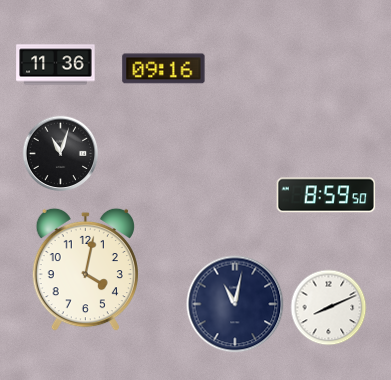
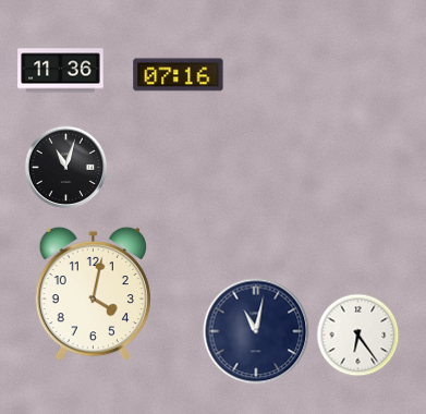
clock at (164, 69): 09:16 -> 07:16
clock at (326, 195): 8:59 -> none
clock at (329, 308): 8:11 -> 6:24
